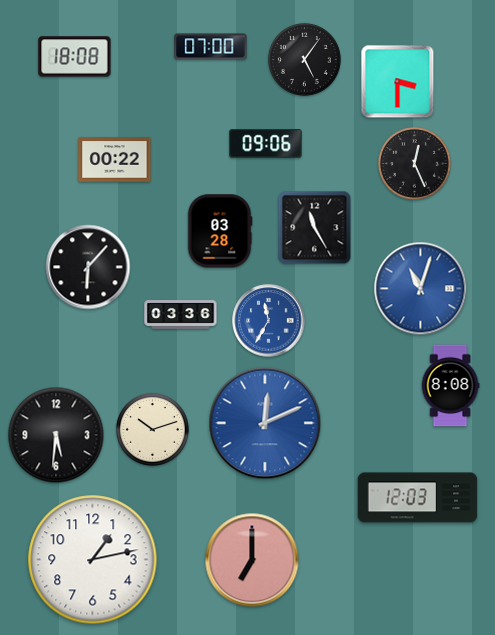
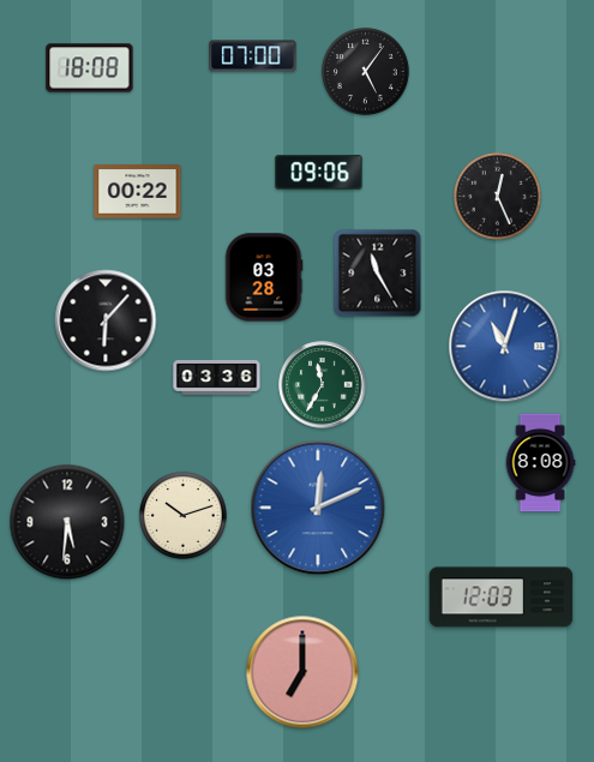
clock at (398, 82): 3:30 -> none
clock at (269, 321) dial: blue -> green
clock at (93, 560): 1:13 -> none
